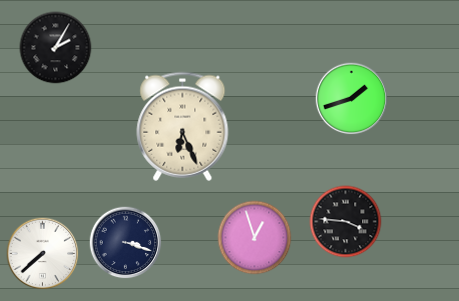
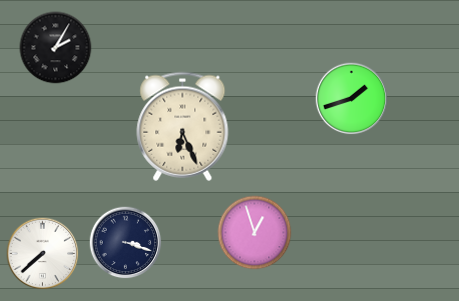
clock at (346, 222): 3:46 -> none
clock at (255, 238) position: (255, 238) -> (255, 233)
